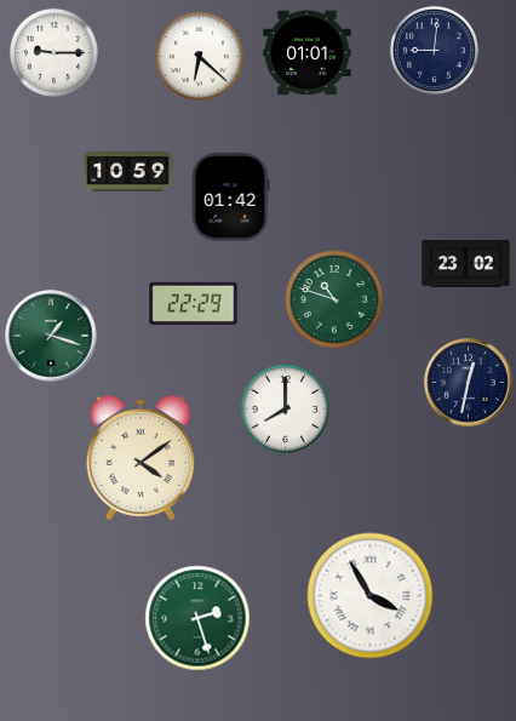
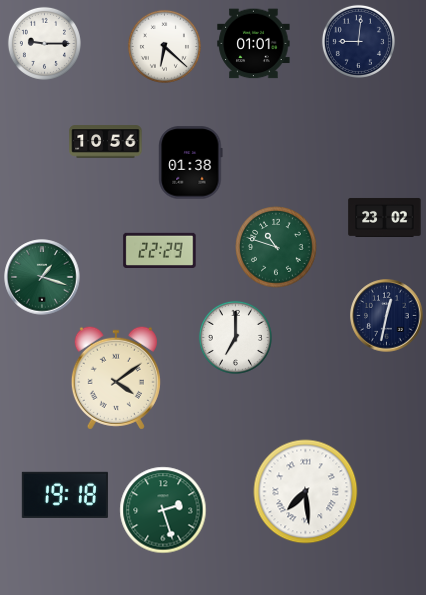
clock at (128, 172): 10:59 -> 10:56
clock at (231, 198): 01:42 -> 01:38
clock at (285, 408): 8:00 -> 7:00
clock at (371, 596): 3:55 -> 7:29
clock at (65, 495): none -> 19:18
